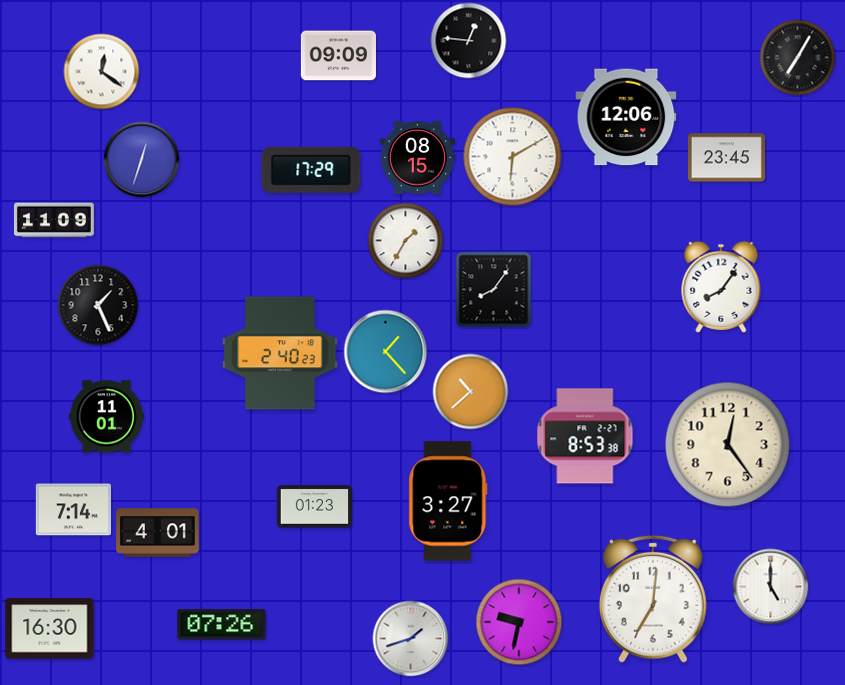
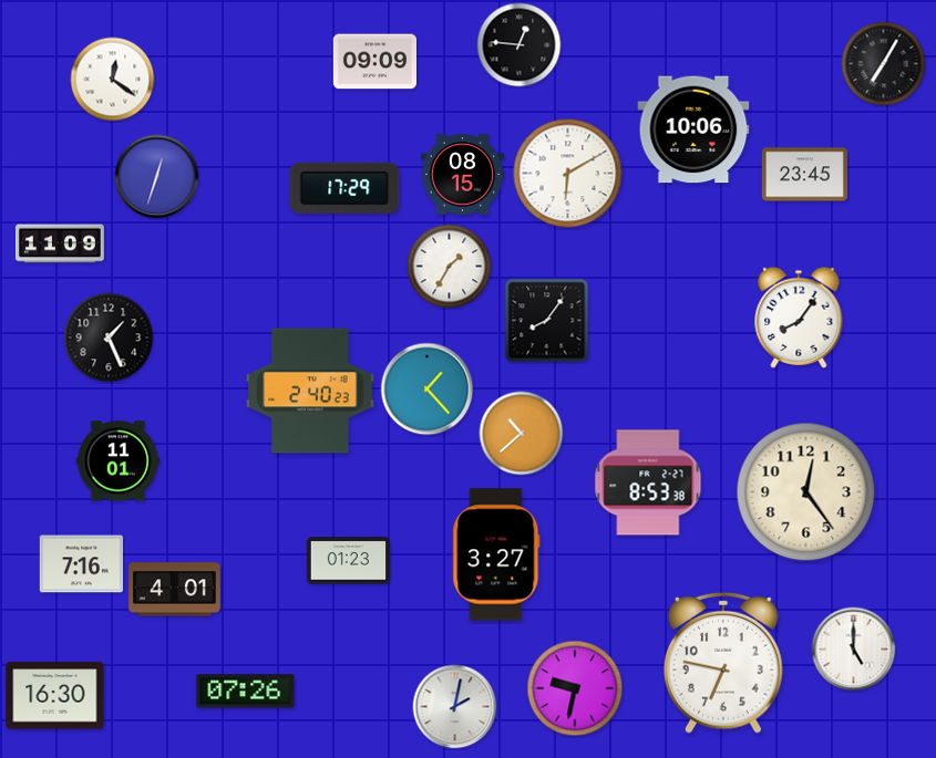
clock at (626, 117): 12:06 -> 10:06
clock at (73, 510): 7:14 -> 7:16
clock at (654, 599): 7:01 -> 6:47
clock at (411, 639): 1:42 -> 2:02
